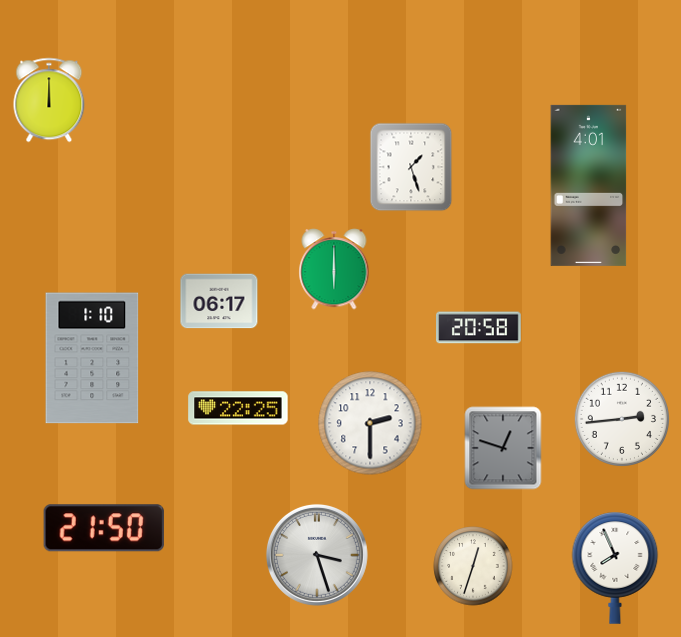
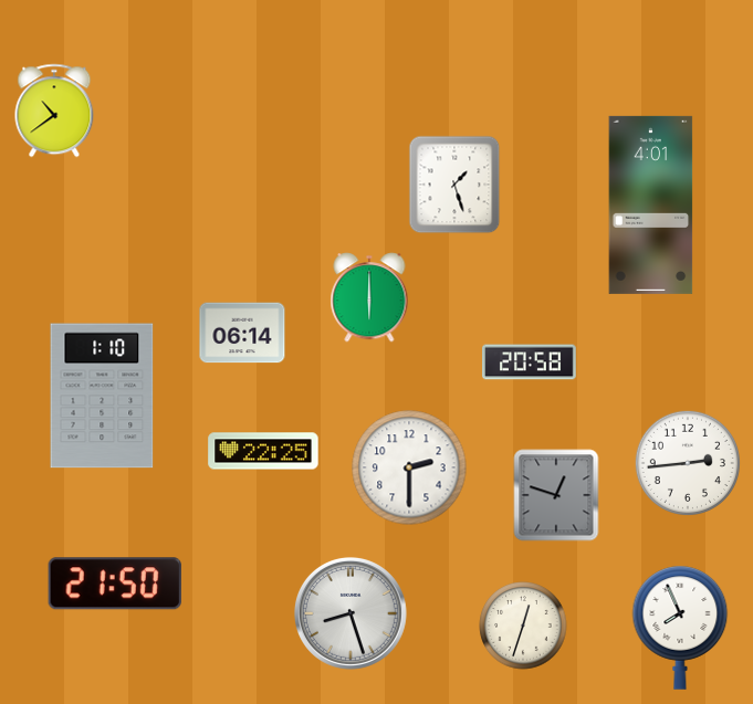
clock at (49, 100): 12:00 -> 10:39
clock at (219, 301): 06:17 -> 06:14
clock at (317, 555): 3:27 -> 8:27
